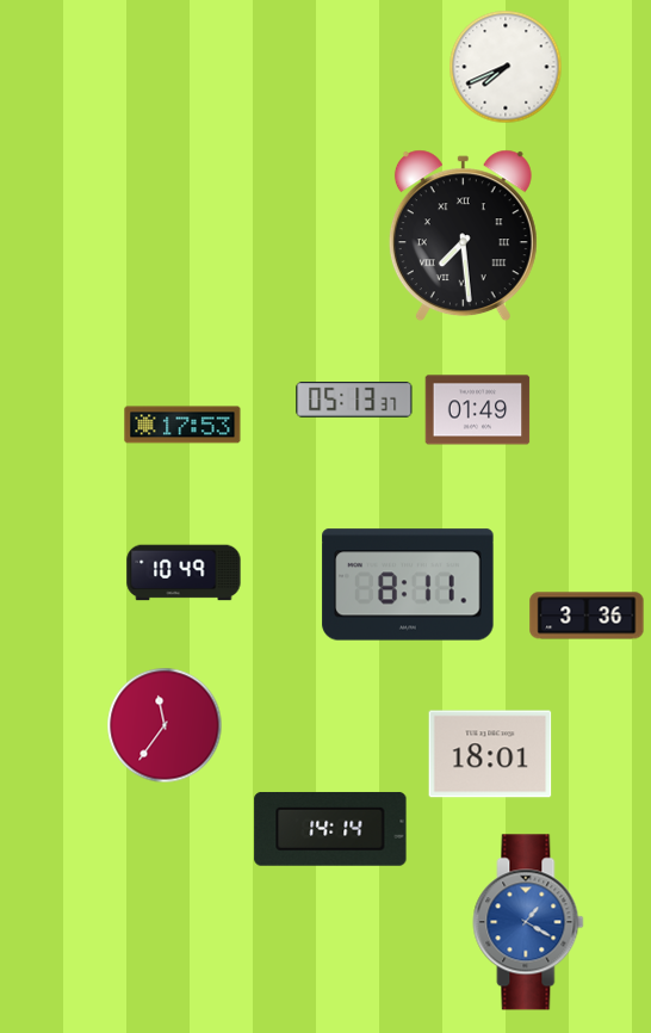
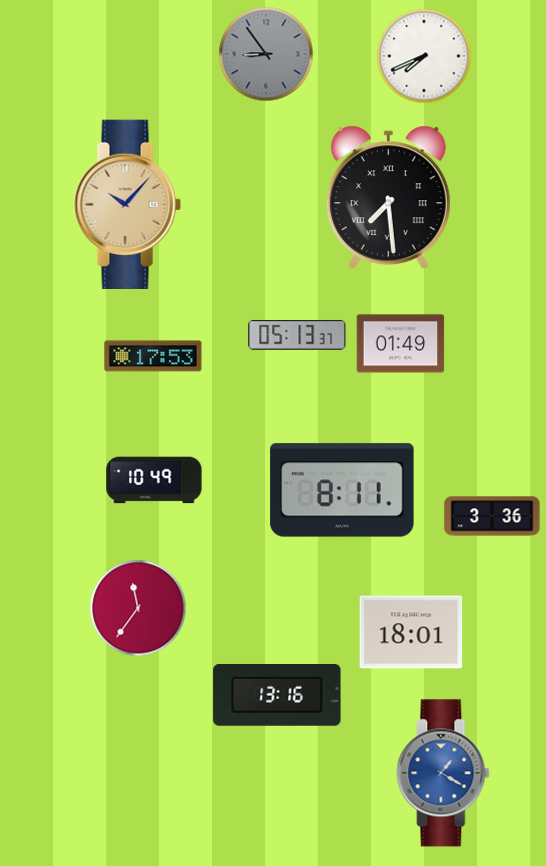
clock at (266, 54): none -> 8:54
clock at (127, 205): none -> 10:07
clock at (330, 829): 14:14 -> 13:16
